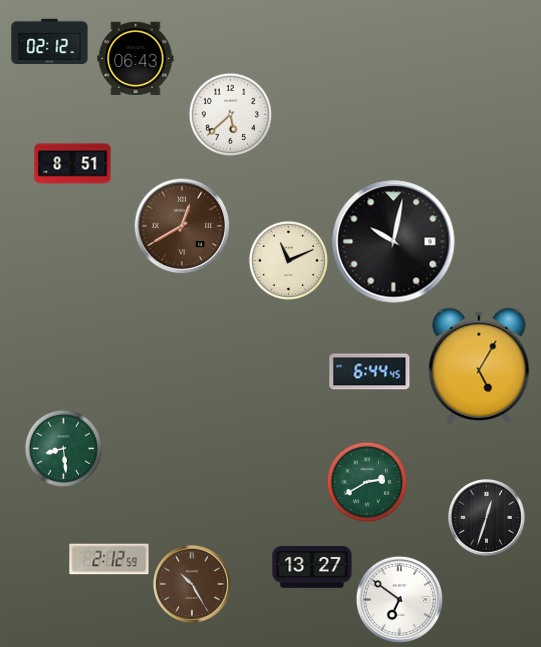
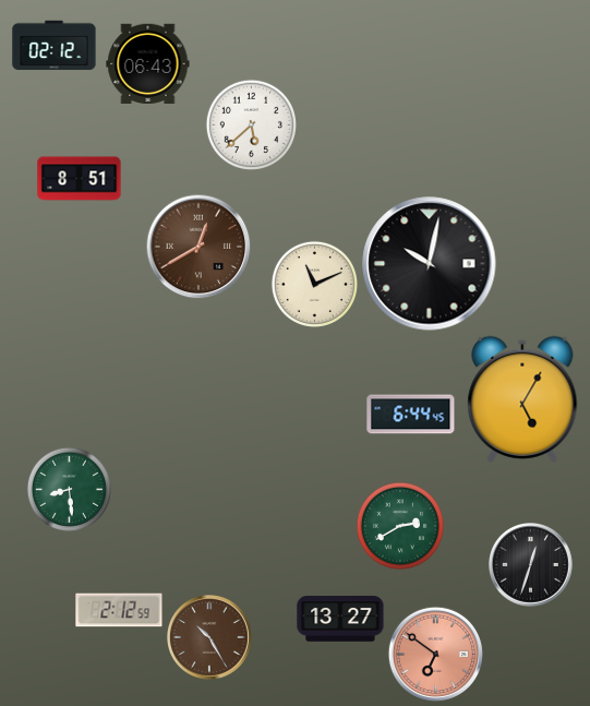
clock at (370, 372) position: (370, 372) -> (411, 415)
clock at (399, 599) dial: white -> salmon
